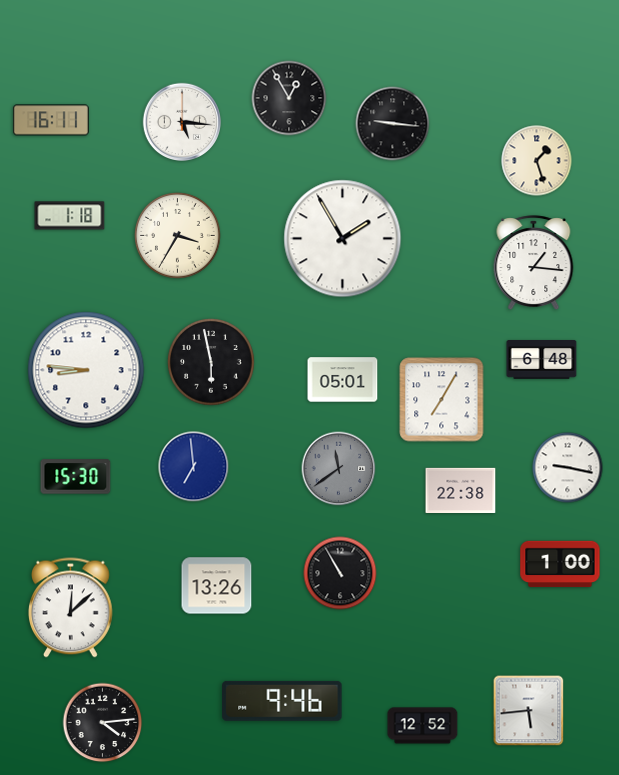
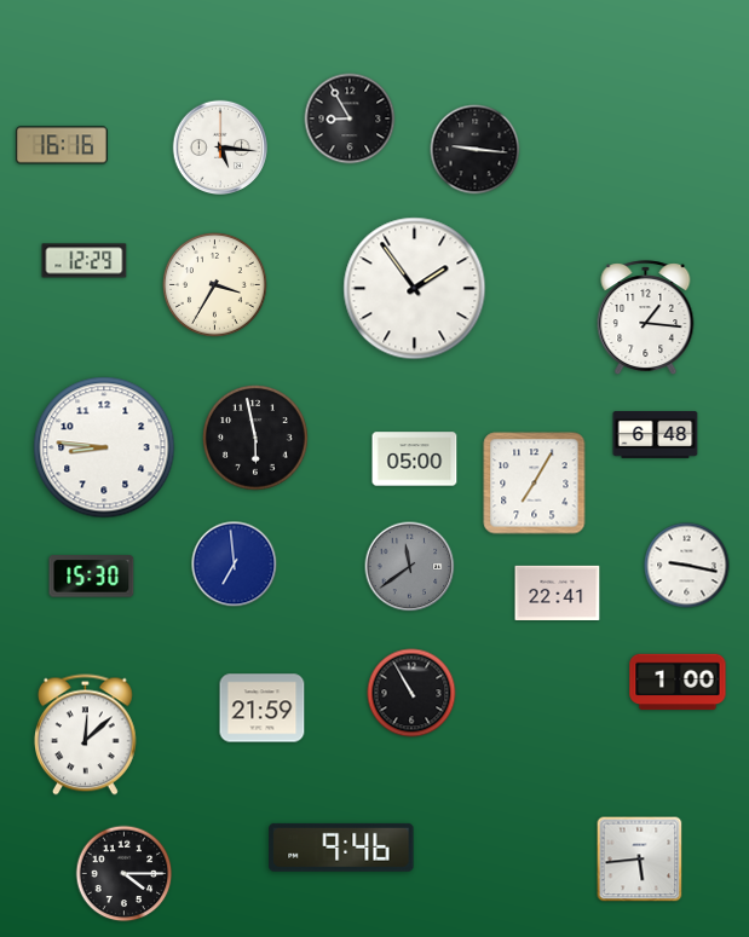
clock at (289, 98): 12:55 -> 8:55
clock at (51, 120): 16:11 -> 16:16
clock at (537, 161): 1:27 -> none
clock at (70, 216): 1:18 -> 12:29
clock at (343, 239): 1:55 -> 1:54
clock at (343, 380): 05:01 -> 05:00
clock at (461, 490): 22:38 -> 22:41
clock at (217, 586): 13:26 -> 21:59
clock at (103, 723): 4:14 -> 4:15
clock at (423, 726): 12:52 -> none
